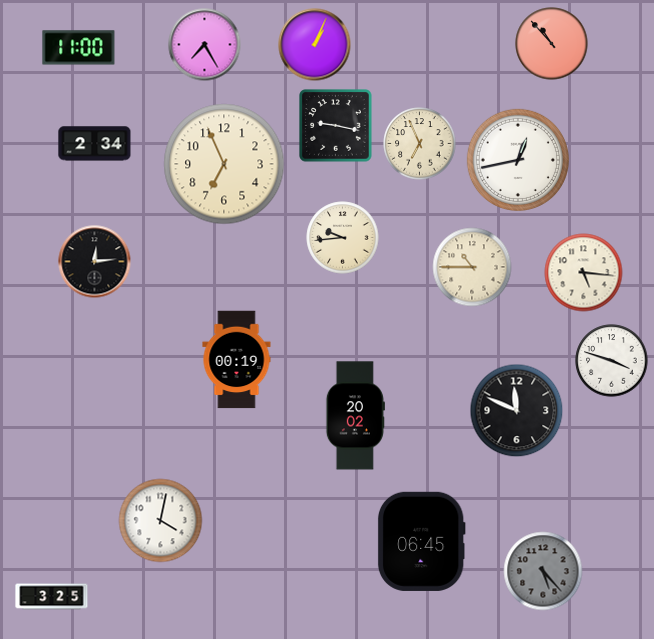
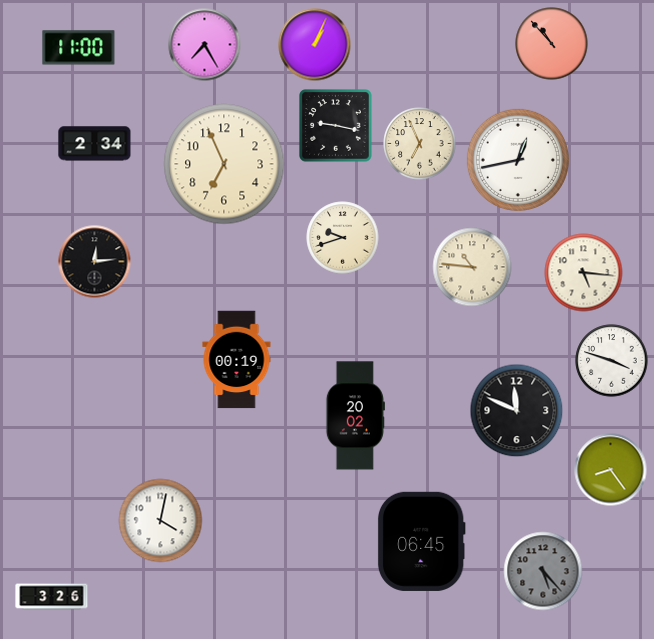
clock at (343, 238): 9:44 -> 9:42
clock at (472, 267): 10:45 -> 10:46
clock at (611, 470): none -> 8:24
clock at (52, 597): 3:25 -> 3:26
